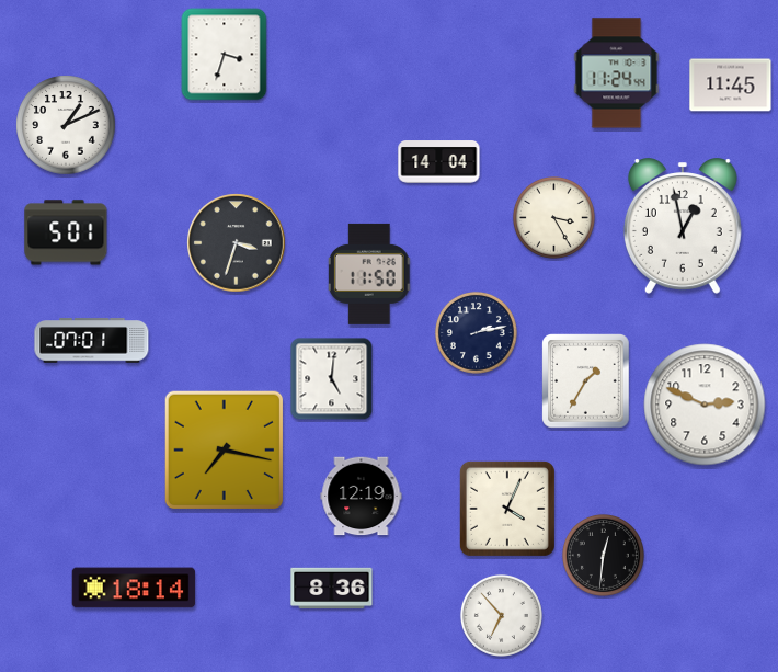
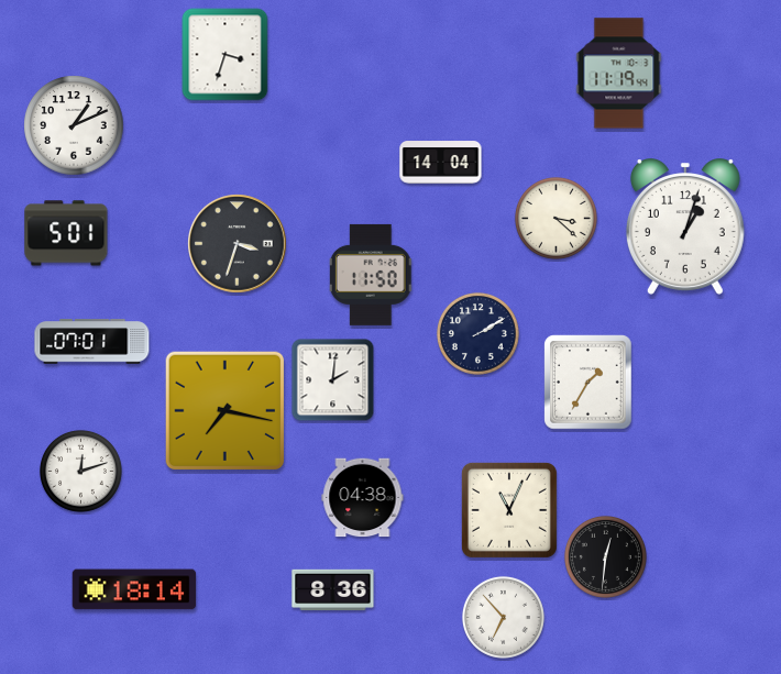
clock at (617, 73): 11:24 -> 11:19
clock at (731, 86): 11:45 -> none
clock at (66, 125) position: (66, 125) -> (74, 125)
clock at (553, 217): 3:25 -> 3:22
clock at (683, 226): 12:58 -> 1:03
clock at (476, 332): 2:13 -> 2:10
clock at (332, 379): 5:01 -> 2:01
clock at (705, 405): 2:49 -> none
clock at (225, 451) position: (225, 451) -> (226, 411)
clock at (80, 471): none -> 12:12
clock at (362, 497): 12:19 -> 04:38
clock at (507, 509): 4:04 -> 11:04
